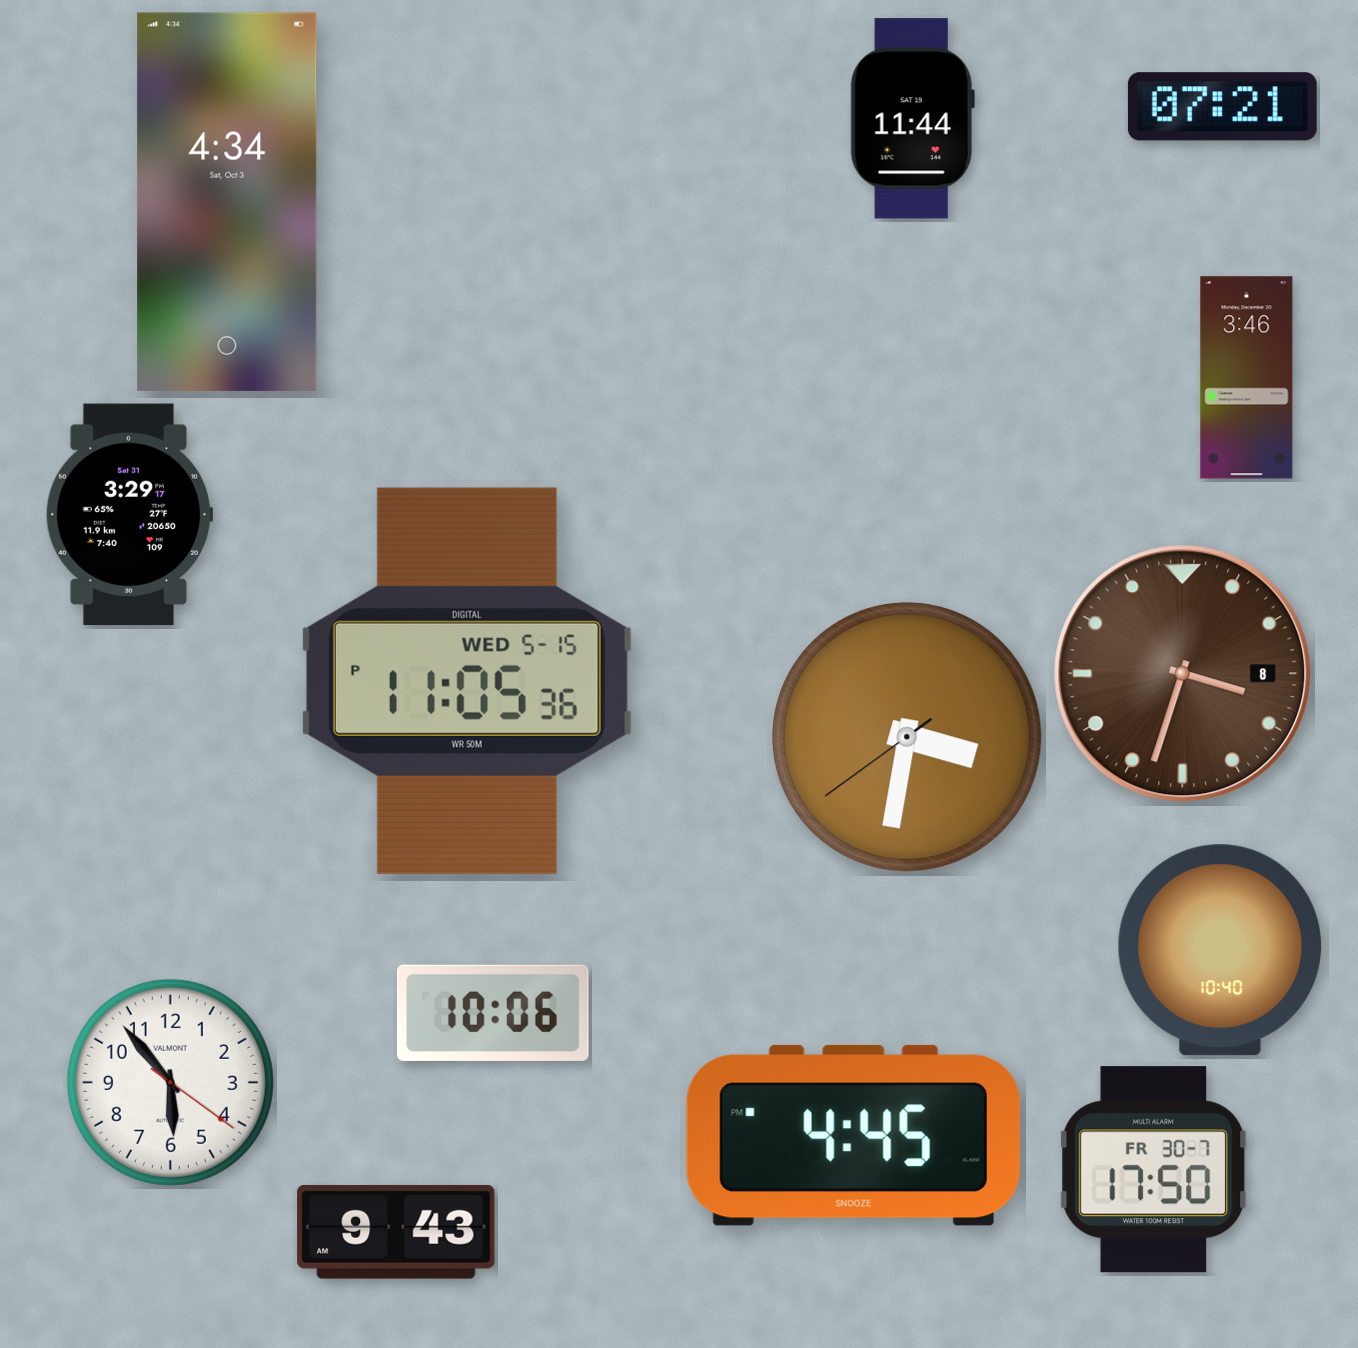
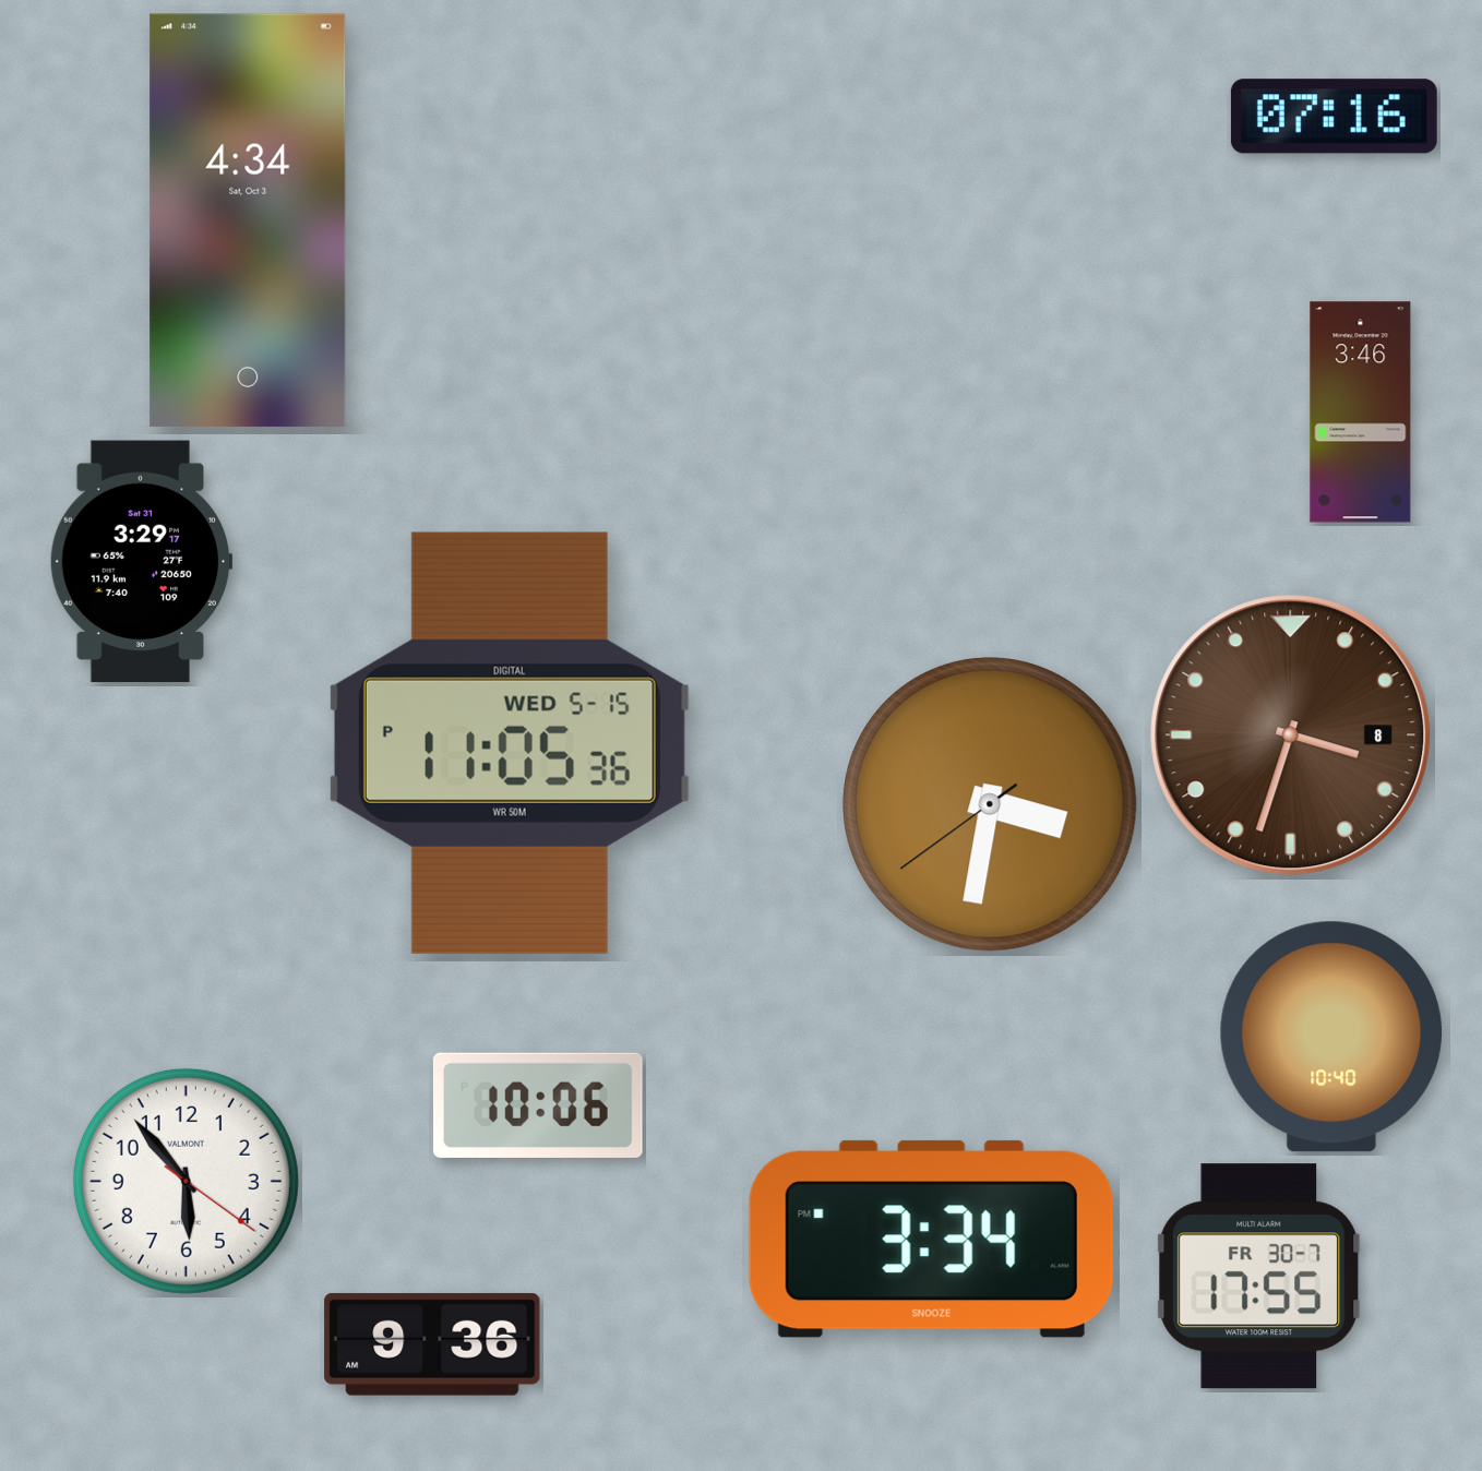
clock at (1222, 107): 07:21 -> 07:16
clock at (912, 119): 11:44 -> none
clock at (853, 1135): 4:45 -> 3:34
clock at (1154, 1170): 17:50 -> 17:55
clock at (396, 1232): 9:43 -> 9:36
